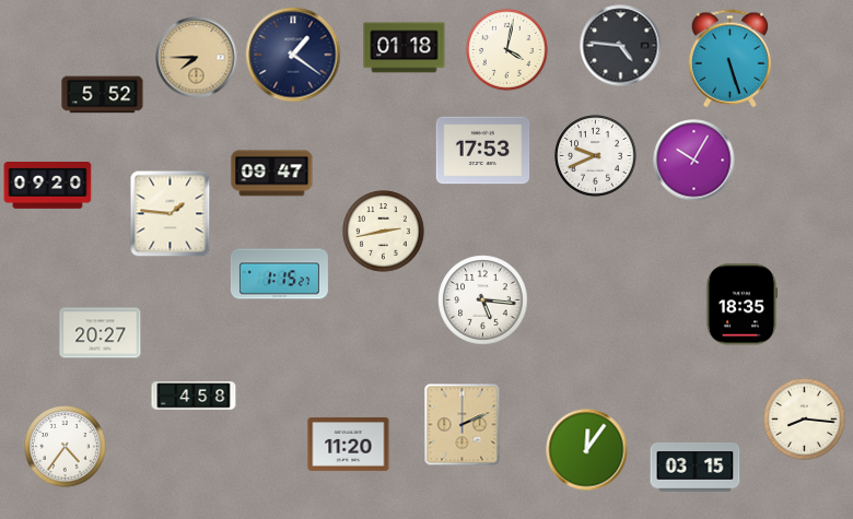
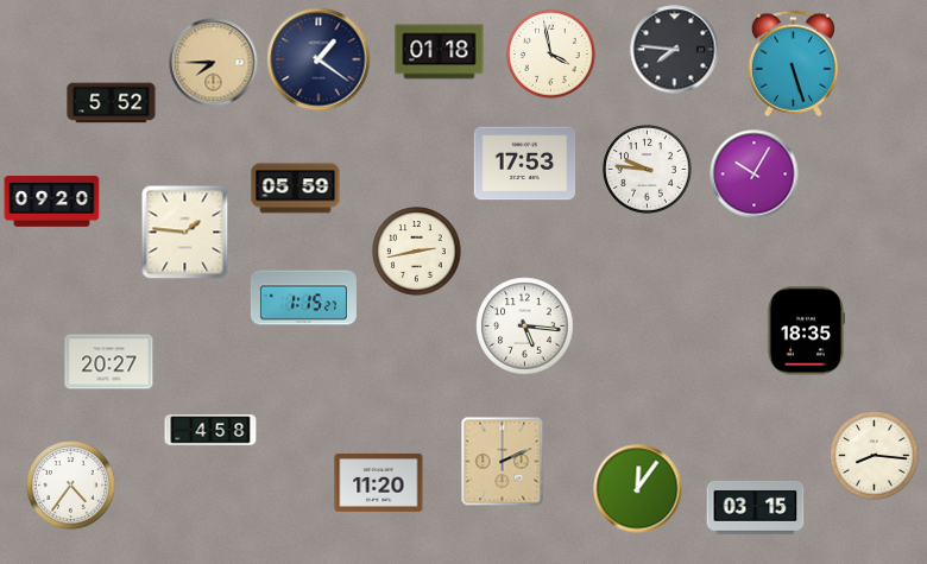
clock at (621, 46): 4:46 -> 7:46
clock at (507, 50): 4:02 -> 3:58
clock at (596, 156): 9:41 -> 9:46
clock at (272, 174): 09:47 -> 05:59
